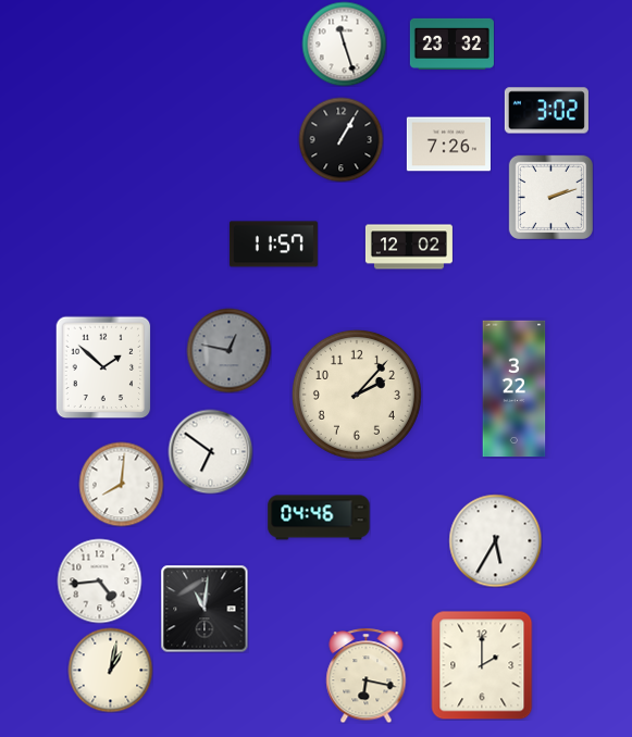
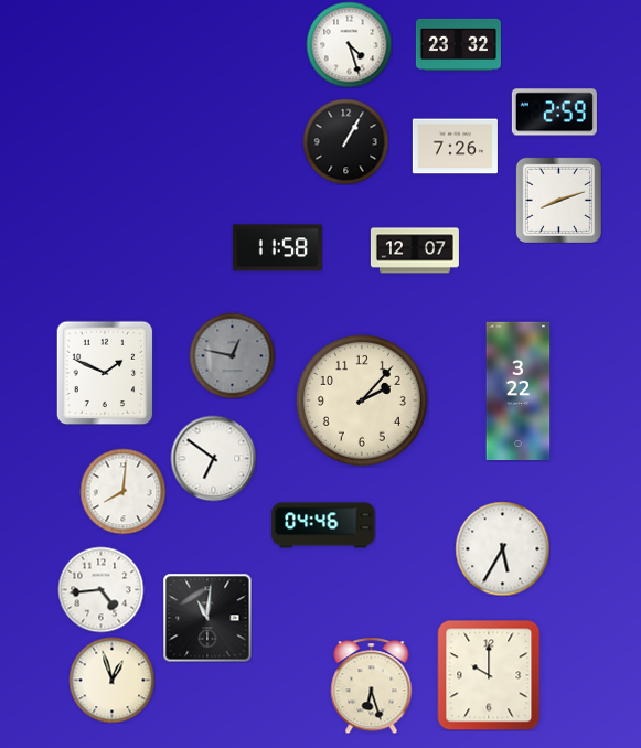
clock at (344, 43): 11:27 -> 4:27
clock at (546, 111): 3:02 -> 2:59
clock at (550, 197): 2:12 -> 8:12
clock at (273, 245): 11:57 -> 11:58
clock at (409, 247): 12:02 -> 12:07
clock at (103, 367): 1:52 -> 1:49
clock at (515, 389) position: (515, 389) -> (519, 392)
clock at (482, 665): 2:00 -> 10:00
clock at (110, 670): 1:02 -> 12:57
clock at (367, 675): 6:17 -> 6:27
